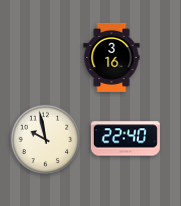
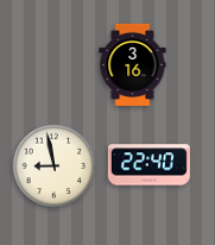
clock at (112, 57) position: (112, 57) -> (133, 64)
clock at (46, 140): 9:58 -> 8:58
